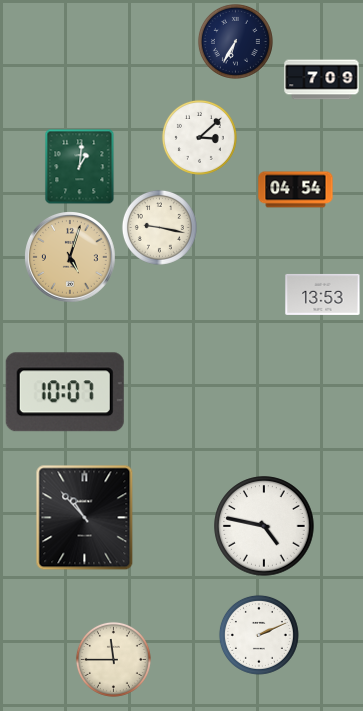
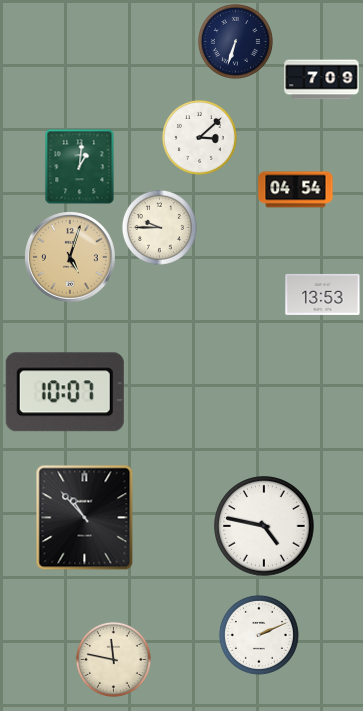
clock at (235, 41): 6:35 -> 6:33
clock at (159, 227): 9:17 -> 9:45
clock at (113, 659): 11:45 -> 11:47
